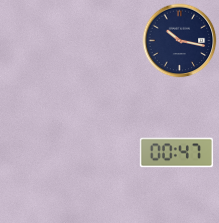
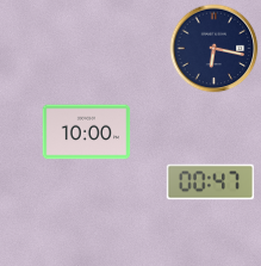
clock at (180, 41): 10:17 -> 6:17
clock at (87, 132): none -> 10:00
